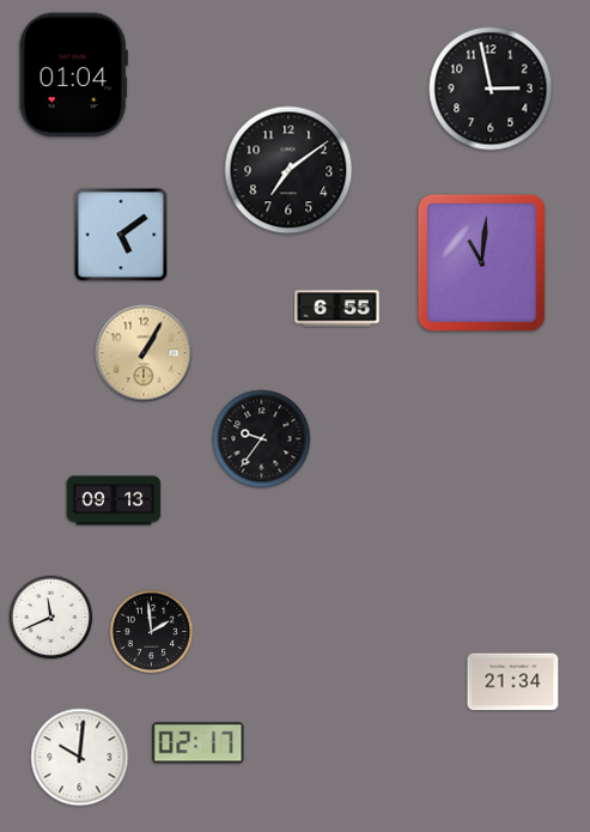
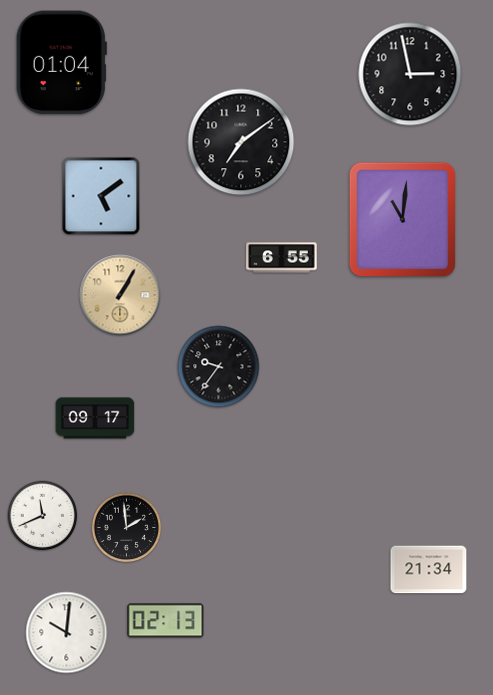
clock at (114, 500): 09:13 -> 09:17
clock at (199, 743): 02:17 -> 02:13
